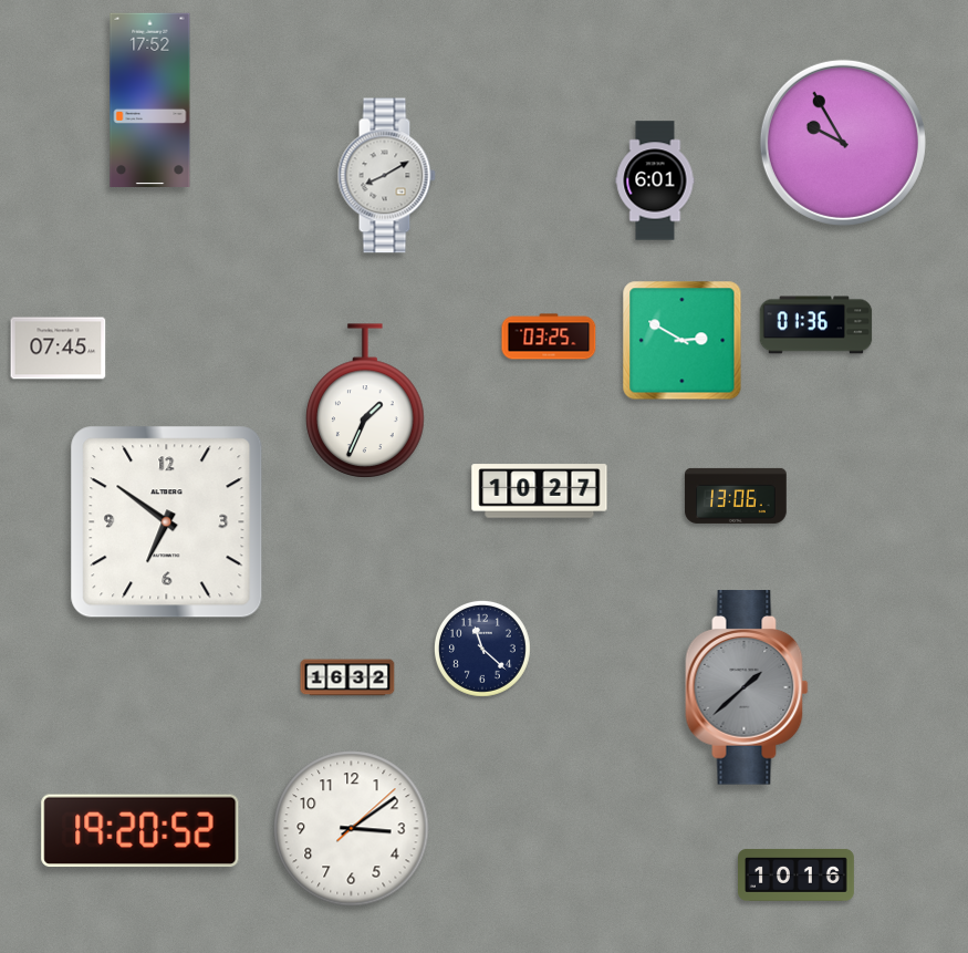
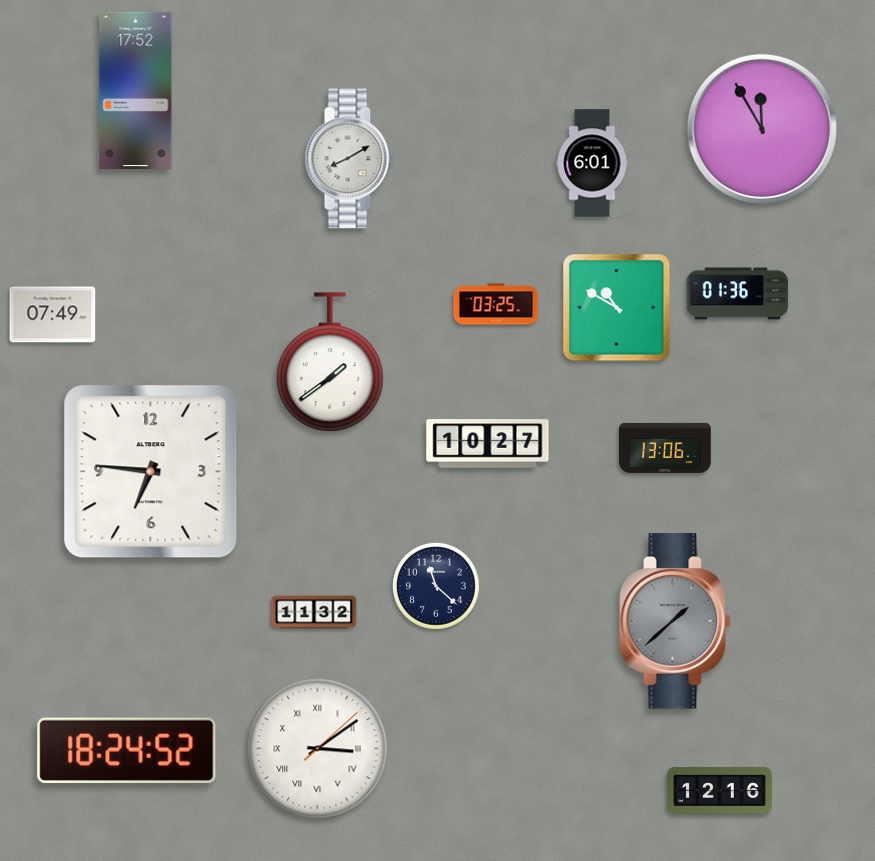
clock at (843, 143): 9:55 -> 11:55
clock at (683, 341): 2:50 -> 10:50
clock at (59, 349): 07:45 -> 07:49
clock at (365, 401): 1:34 -> 1:39
clock at (167, 522): 6:51 -> 6:46
clock at (347, 677): 16:32 -> 11:32
clock at (352, 829) numerals: Arabic -> Roman
clock at (140, 831): 19:20 -> 18:24
clock at (797, 874): 10:16 -> 12:16
